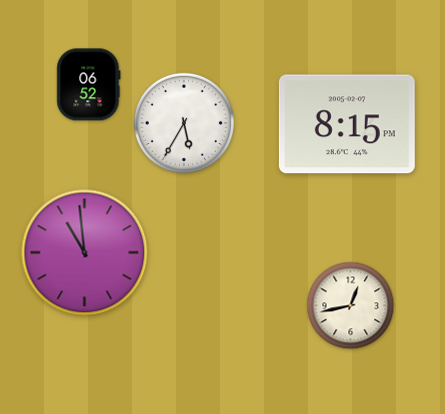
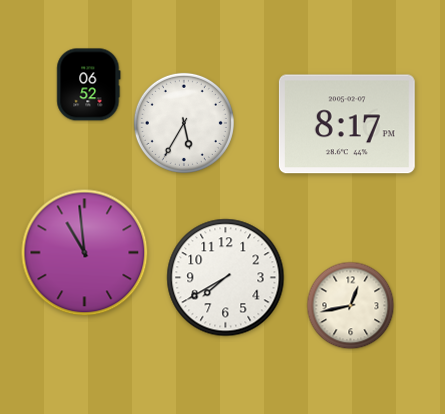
clock at (347, 124): 8:15 -> 8:17
clock at (226, 278): none -> 7:40
